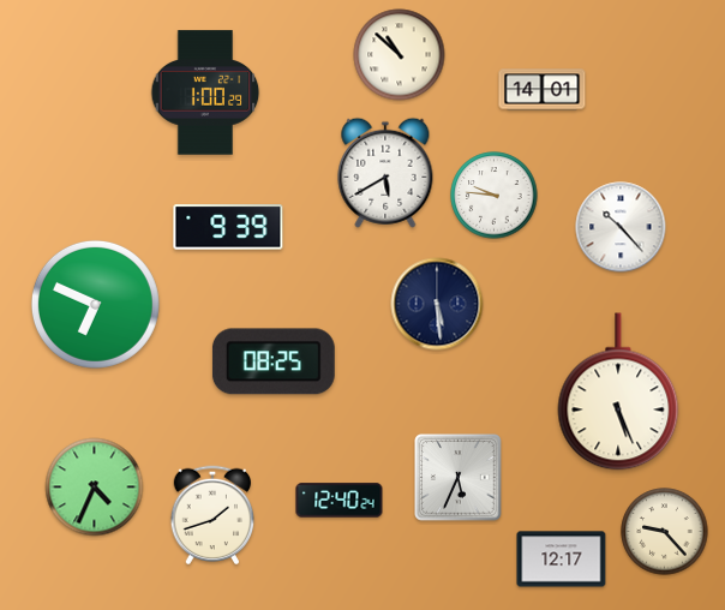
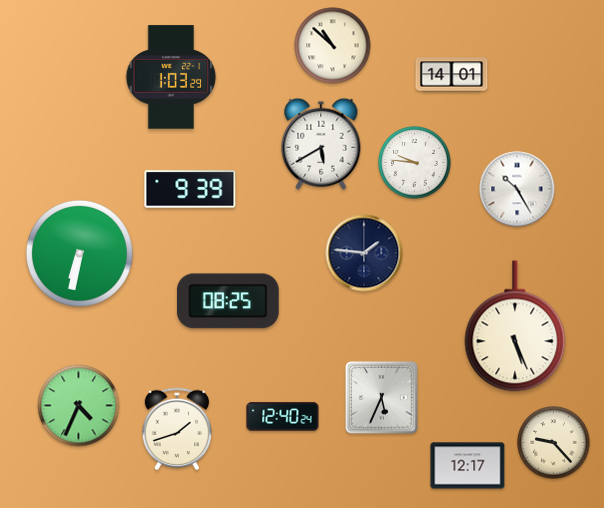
clock at (205, 92): 1:00 -> 1:03
clock at (495, 196) position: (495, 196) -> (415, 163)
clock at (621, 227): 10:23 -> 10:25
clock at (95, 304): 6:49 -> 6:32
clock at (437, 304): 5:29 -> 1:46
